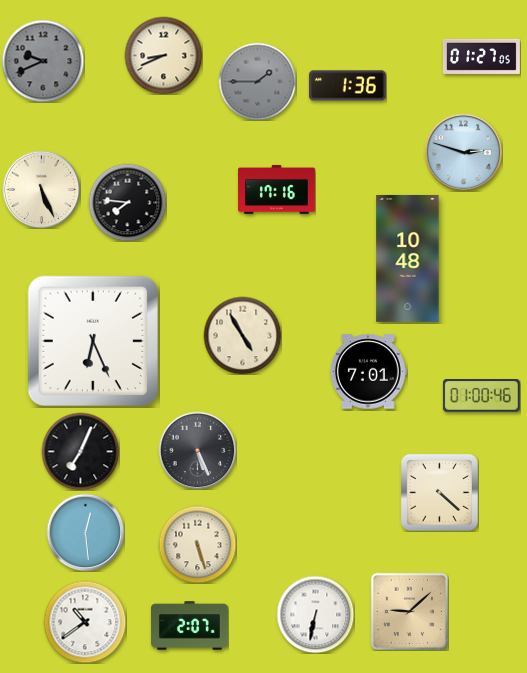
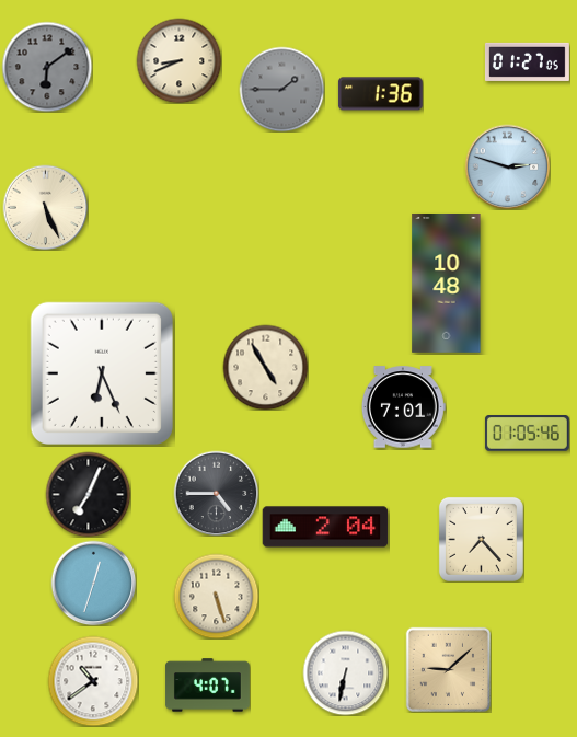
clock at (43, 61): 9:41 -> 6:09
clock at (277, 189): 17:16 -> none
clock at (127, 202): 7:46 -> none
clock at (481, 396): 01:00 -> 01:05
clock at (197, 450): 5:26 -> 4:45
clock at (325, 527): none -> 2:04
clock at (439, 492): 4:22 -> 7:23
clock at (85, 532): 12:29 -> 12:33
clock at (189, 626): 2:07 -> 4:07
